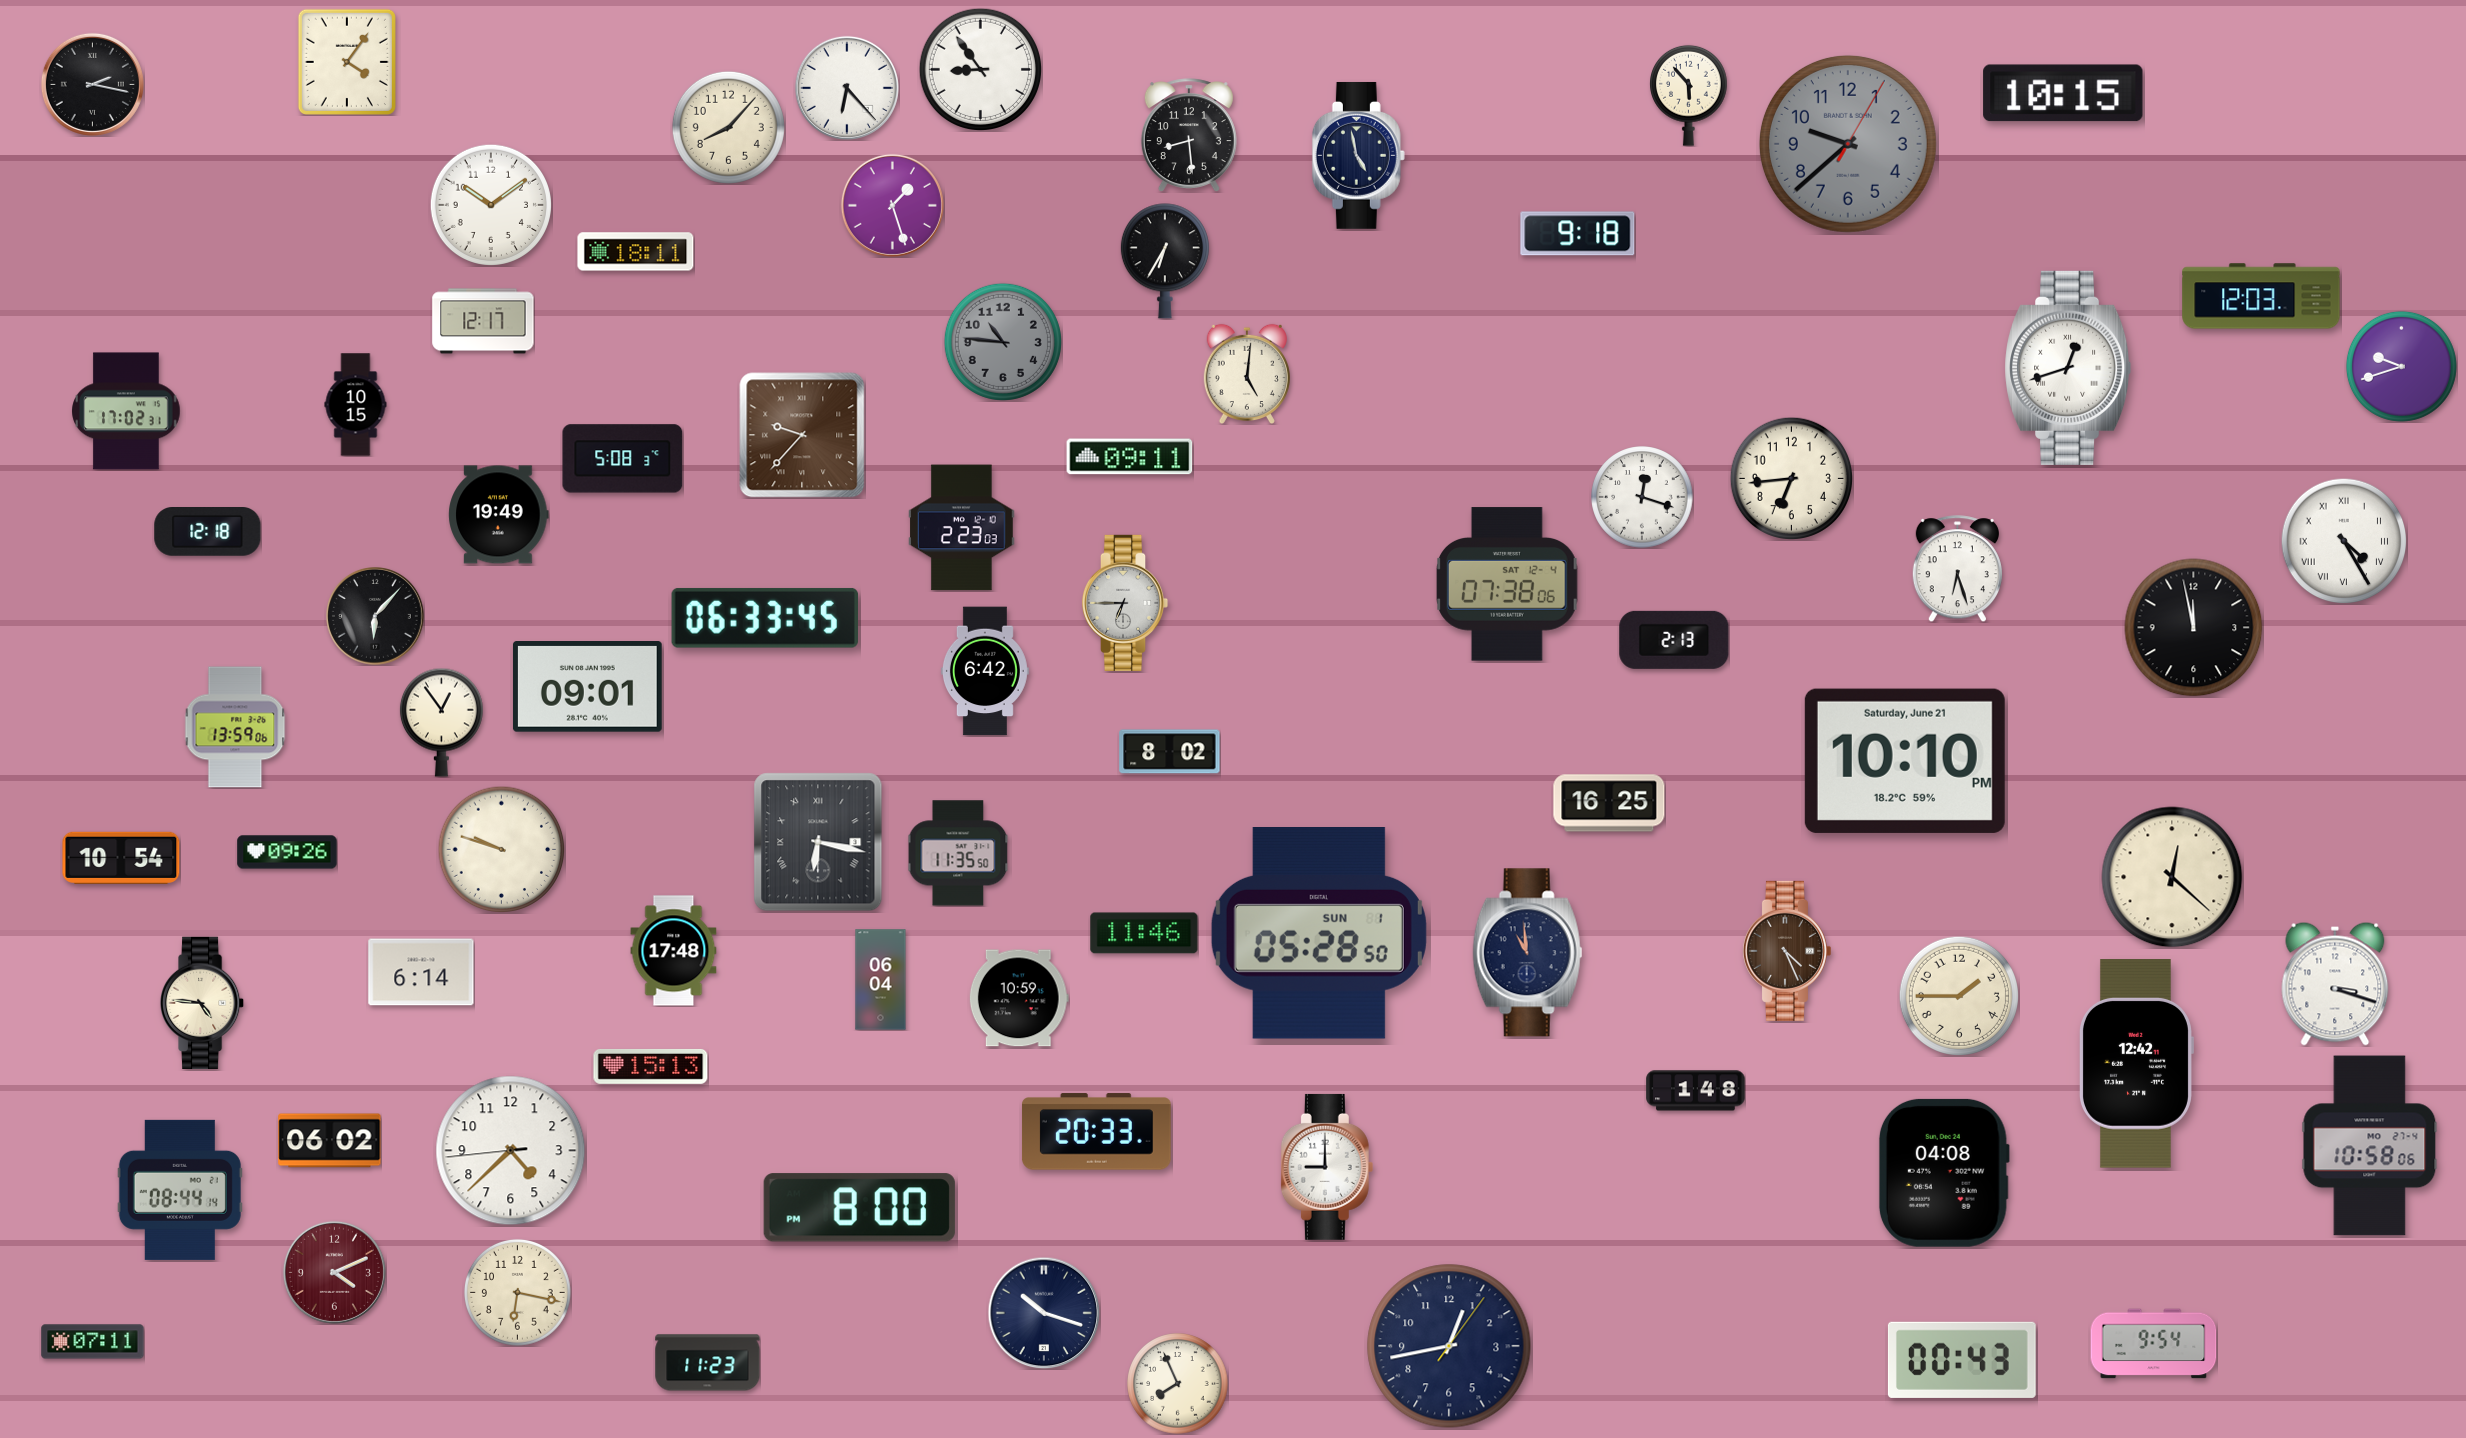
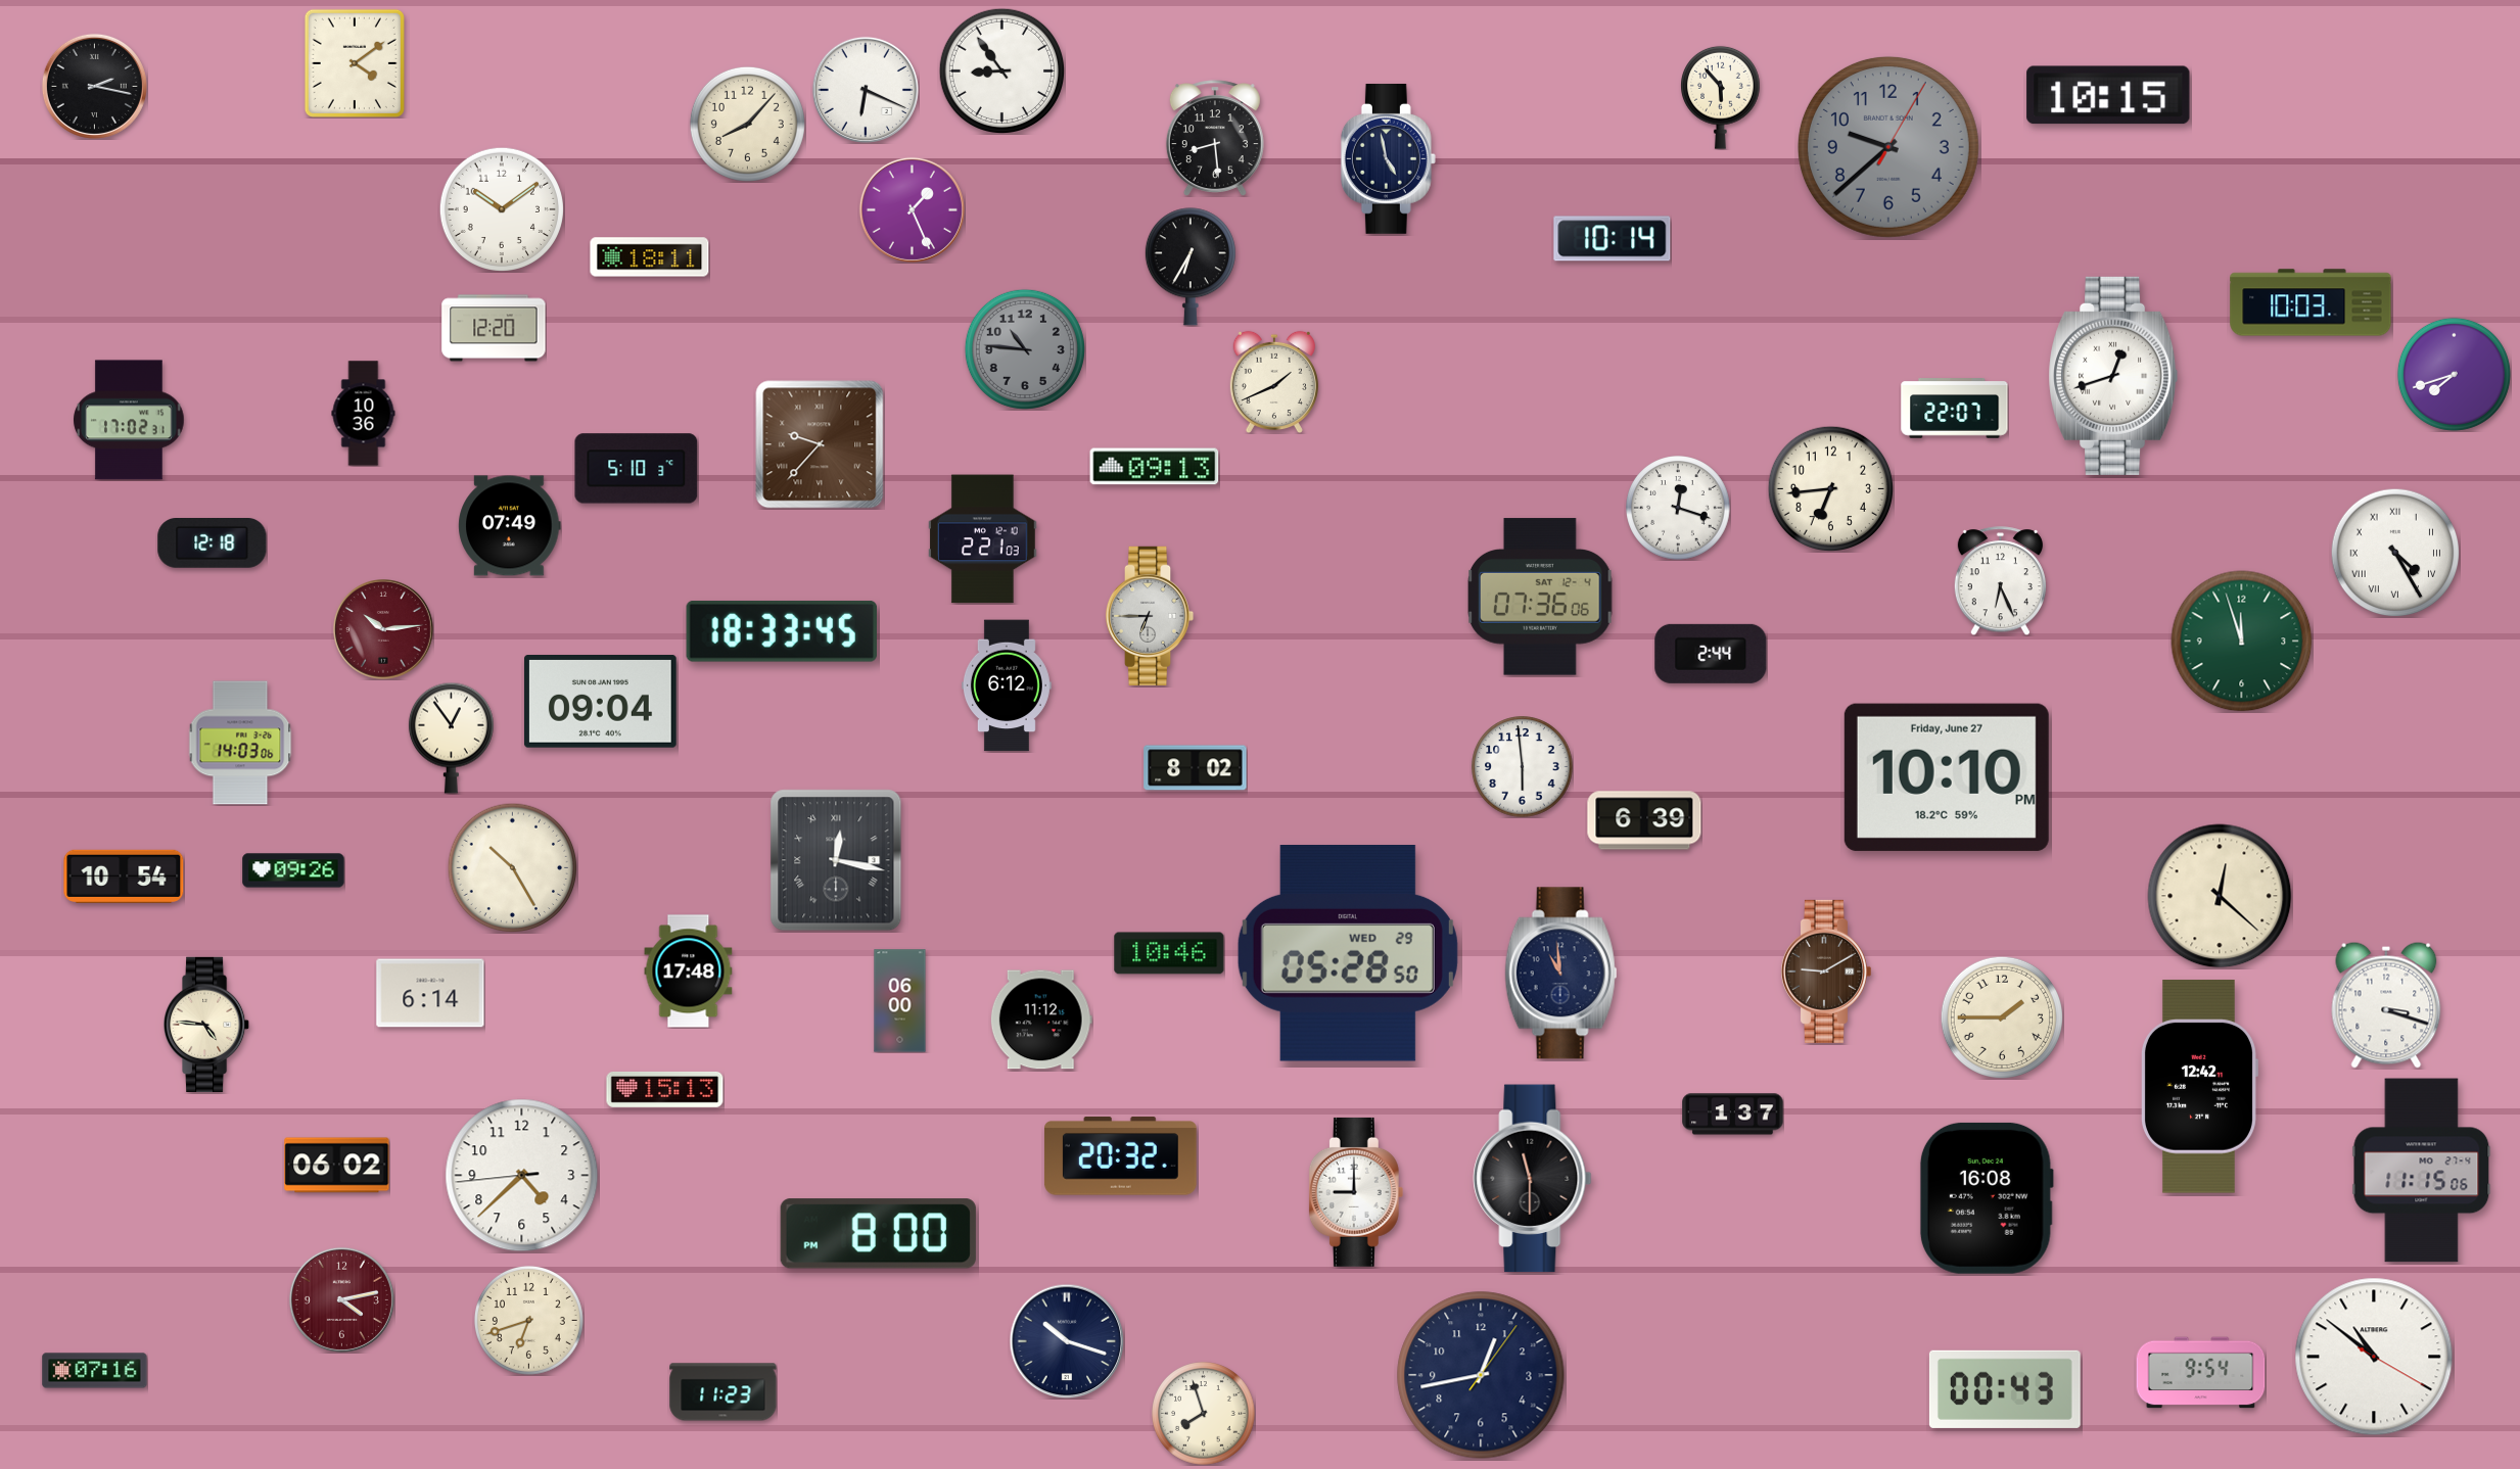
clock at (347, 62): 4:06 -> 4:09
clock at (847, 88): 6:23 -> 6:19
clock at (1689, 95) position: (1689, 95) -> (1721, 97)
clock at (728, 127) position: (728, 127) -> (747, 124)
clock at (892, 205): 1:27 -> 1:26
clock at (1578, 234): 9:18 -> 10:14
clock at (2261, 296): 12:03 -> 10:03
clock at (483, 321): 12:17 -> 12:20
clock at (2401, 366): 9:42 -> 7:42
clock at (1247, 374): 5:01 -> 1:41
clock at (1955, 409): none -> 22:07
clock at (356, 405): 10:15 -> 10:36
clock at (1130, 457): 09:11 -> 09:13
clock at (623, 459): 5:08 -> 5:10
clock at (499, 515): 19:49 -> 07:49
clock at (962, 528): 2:23 -> 2:21
clock at (1957, 569): 6:27 -> 6:26
clock at (1507, 584): 07:38 -> 07:36
clock at (376, 617): 6:07 -> 10:14
clock at (376, 617) dial: black -> burgundy
clock at (765, 618): 06:33 -> 18:33
clock at (2194, 628): 11:58 -> 11:57
clock at (2194, 628) dial: black -> green
clock at (1674, 640): 2:13 -> 2:44
clock at (985, 671): 6:42 -> 6:12
clock at (587, 687): 09:01 -> 09:04
clock at (235, 727): 13:59 -> 14:03
clock at (1523, 767): none -> 5:59
clock at (1905, 761) date: Saturday, June 21 -> Friday, June 27
clock at (1609, 803): 16:25 -> 6:39
clock at (818, 842): 6:17 -> 12:17
clock at (501, 849): 9:48 -> 10:25
clock at (958, 853): 11:35 -> none
clock at (1144, 933): 11:46 -> 10:46
clock at (1319, 934) date: SUN 1 -> WED 29
clock at (1786, 951): 4:26 -> 9:10
clock at (881, 980): 06:04 -> 06:00
clock at (1019, 998): 10:59 -> 11:12
clock at (2136, 1064) position: (2136, 1064) -> (2199, 1087)
clock at (1696, 1091): 1:48 -> 1:37
clock at (1096, 1132): 20:33 -> 20:32
clock at (2370, 1146): 10:58 -> 11:15
clock at (1533, 1179): none -> 11:30
clock at (1944, 1173): 04:08 -> 16:08
clock at (180, 1190): 08:44 -> none
clock at (334, 1272): 4:11 -> 4:13
clock at (517, 1292): 6:17 -> 6:42
clock at (2374, 1357): none -> 10:51
clock at (93, 1342): 07:11 -> 07:16
clock at (1178, 1384): 7:56 -> 7:57
